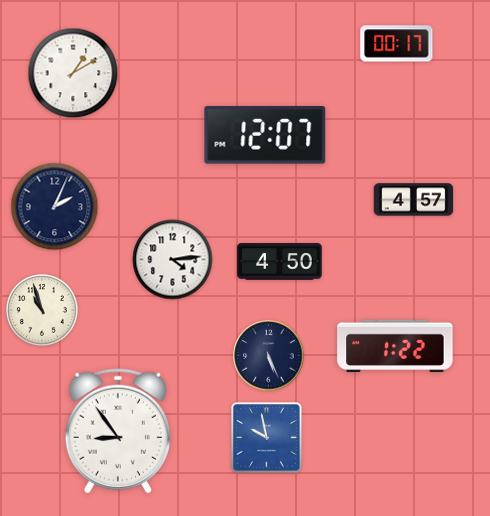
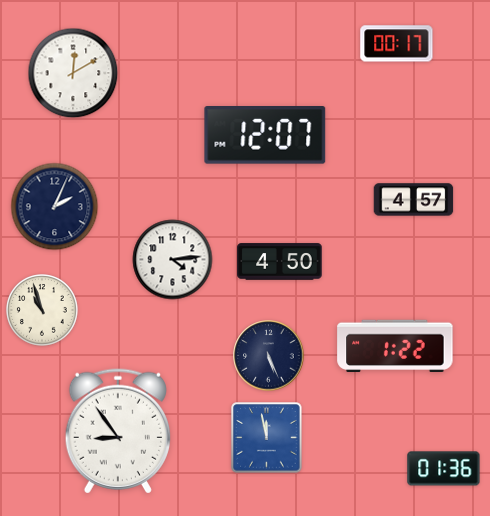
clock at (73, 73): 1:10 -> 12:10
clock at (267, 438): 9:58 -> 11:58
clock at (444, 469): none -> 01:36
